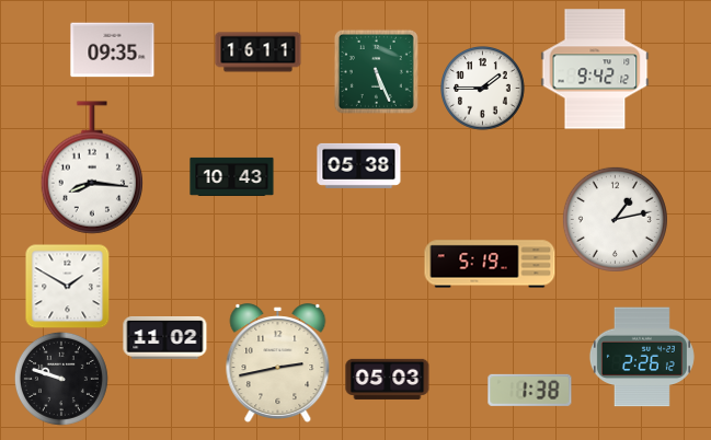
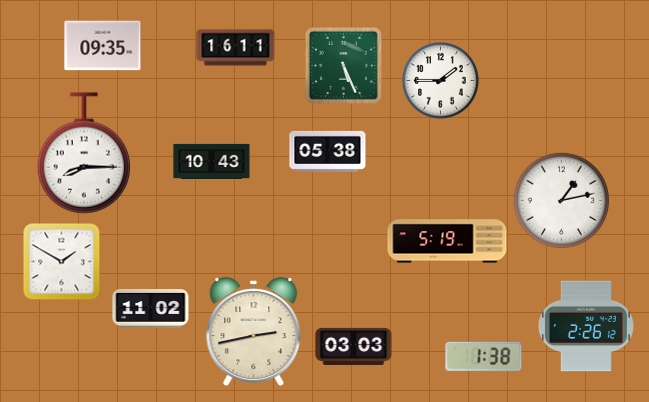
clock at (595, 69): 9:42 -> none
clock at (91, 167): 8:16 -> 8:15
clock at (61, 379): 9:48 -> none
clock at (388, 379): 05:03 -> 03:03
